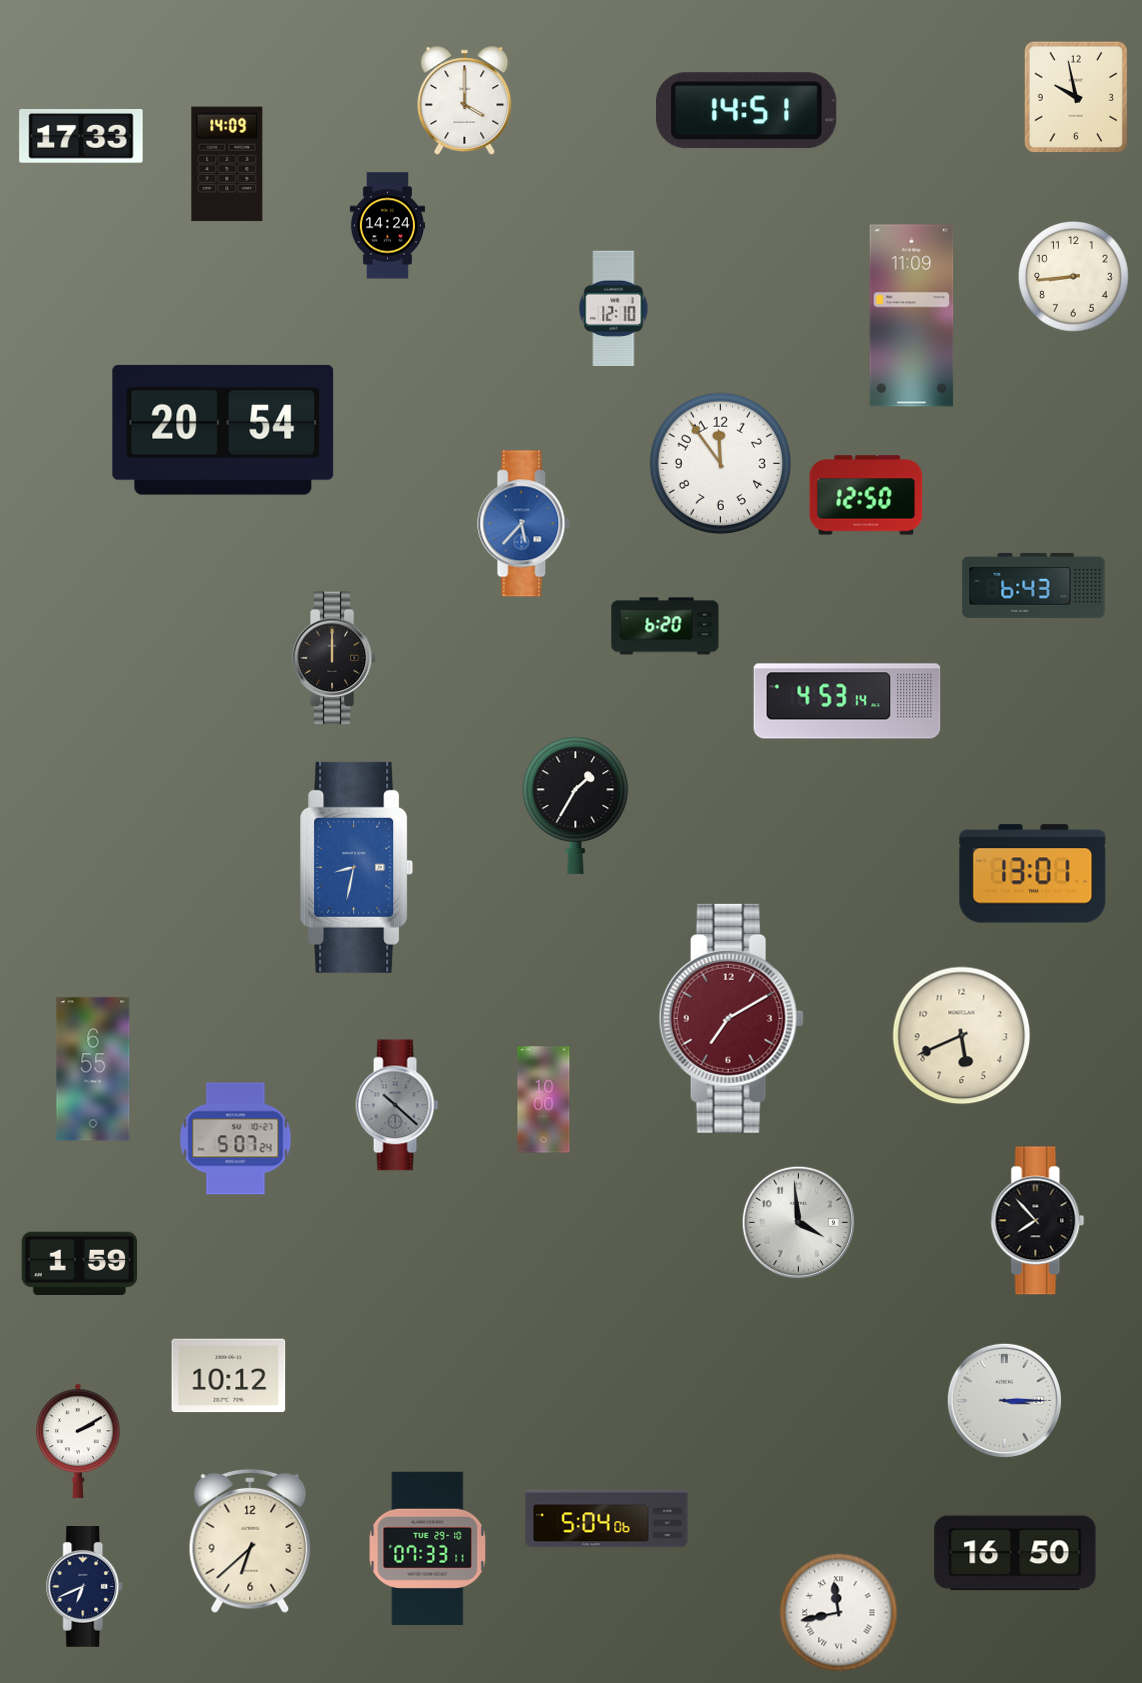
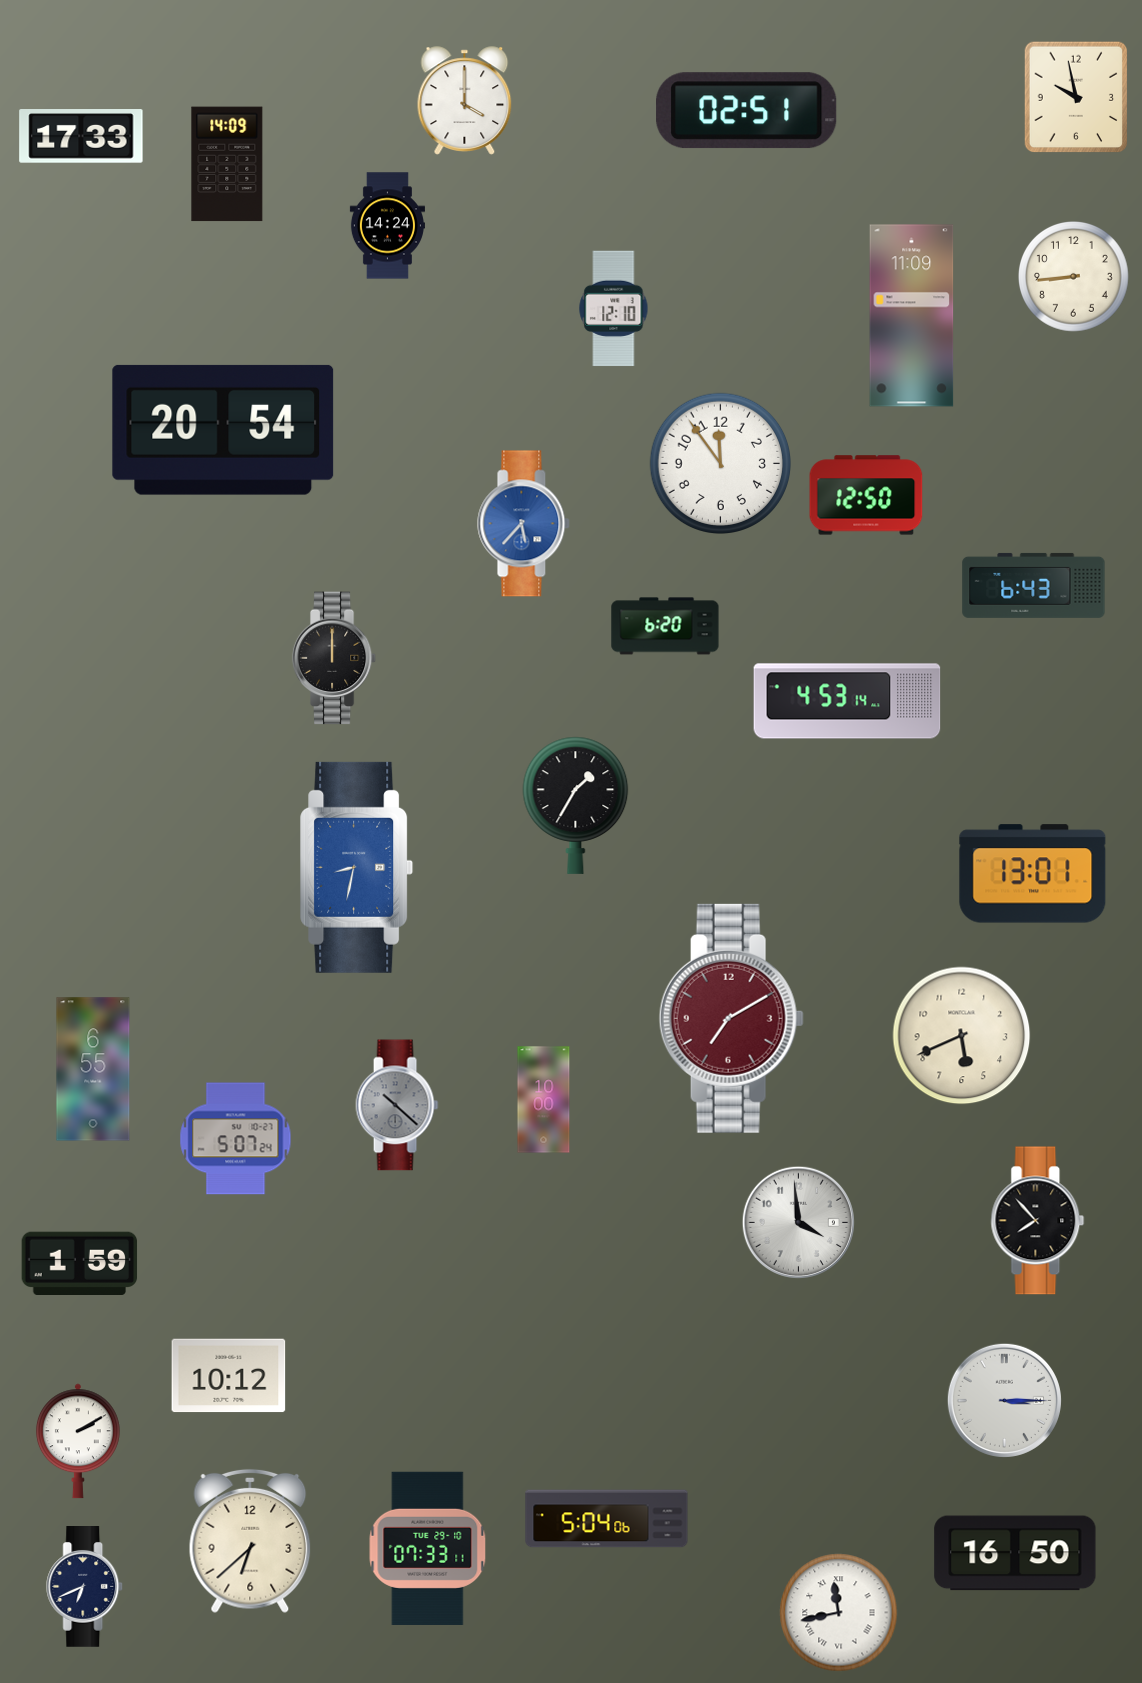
clock at (747, 111): 14:51 -> 02:51
